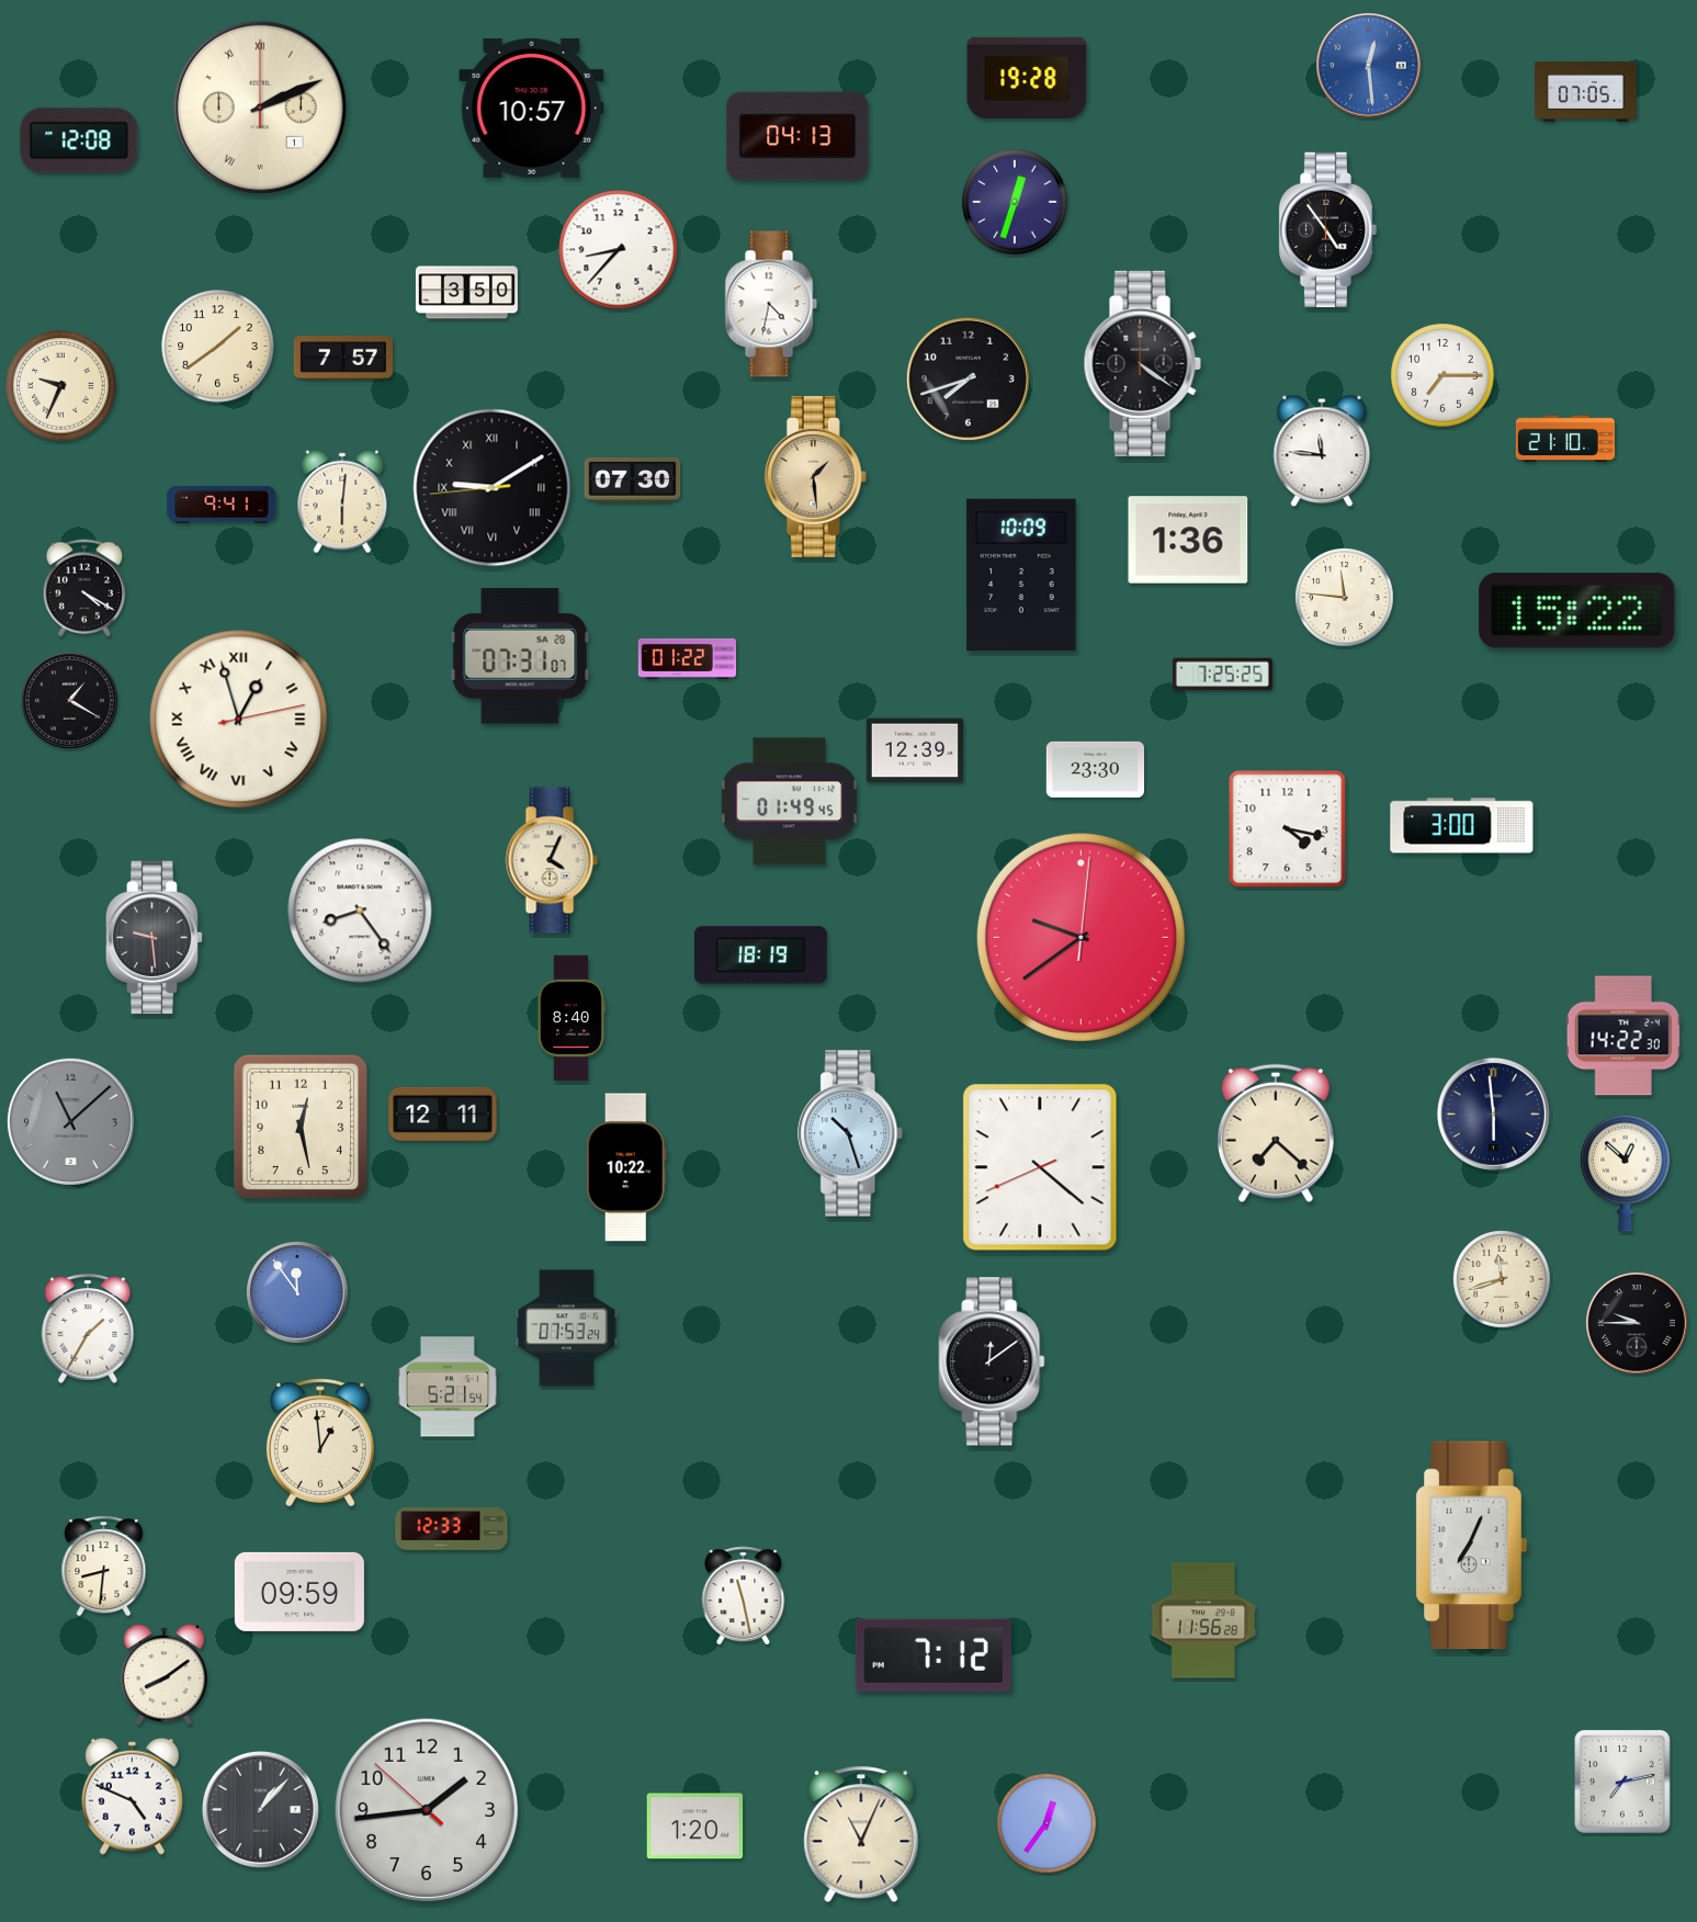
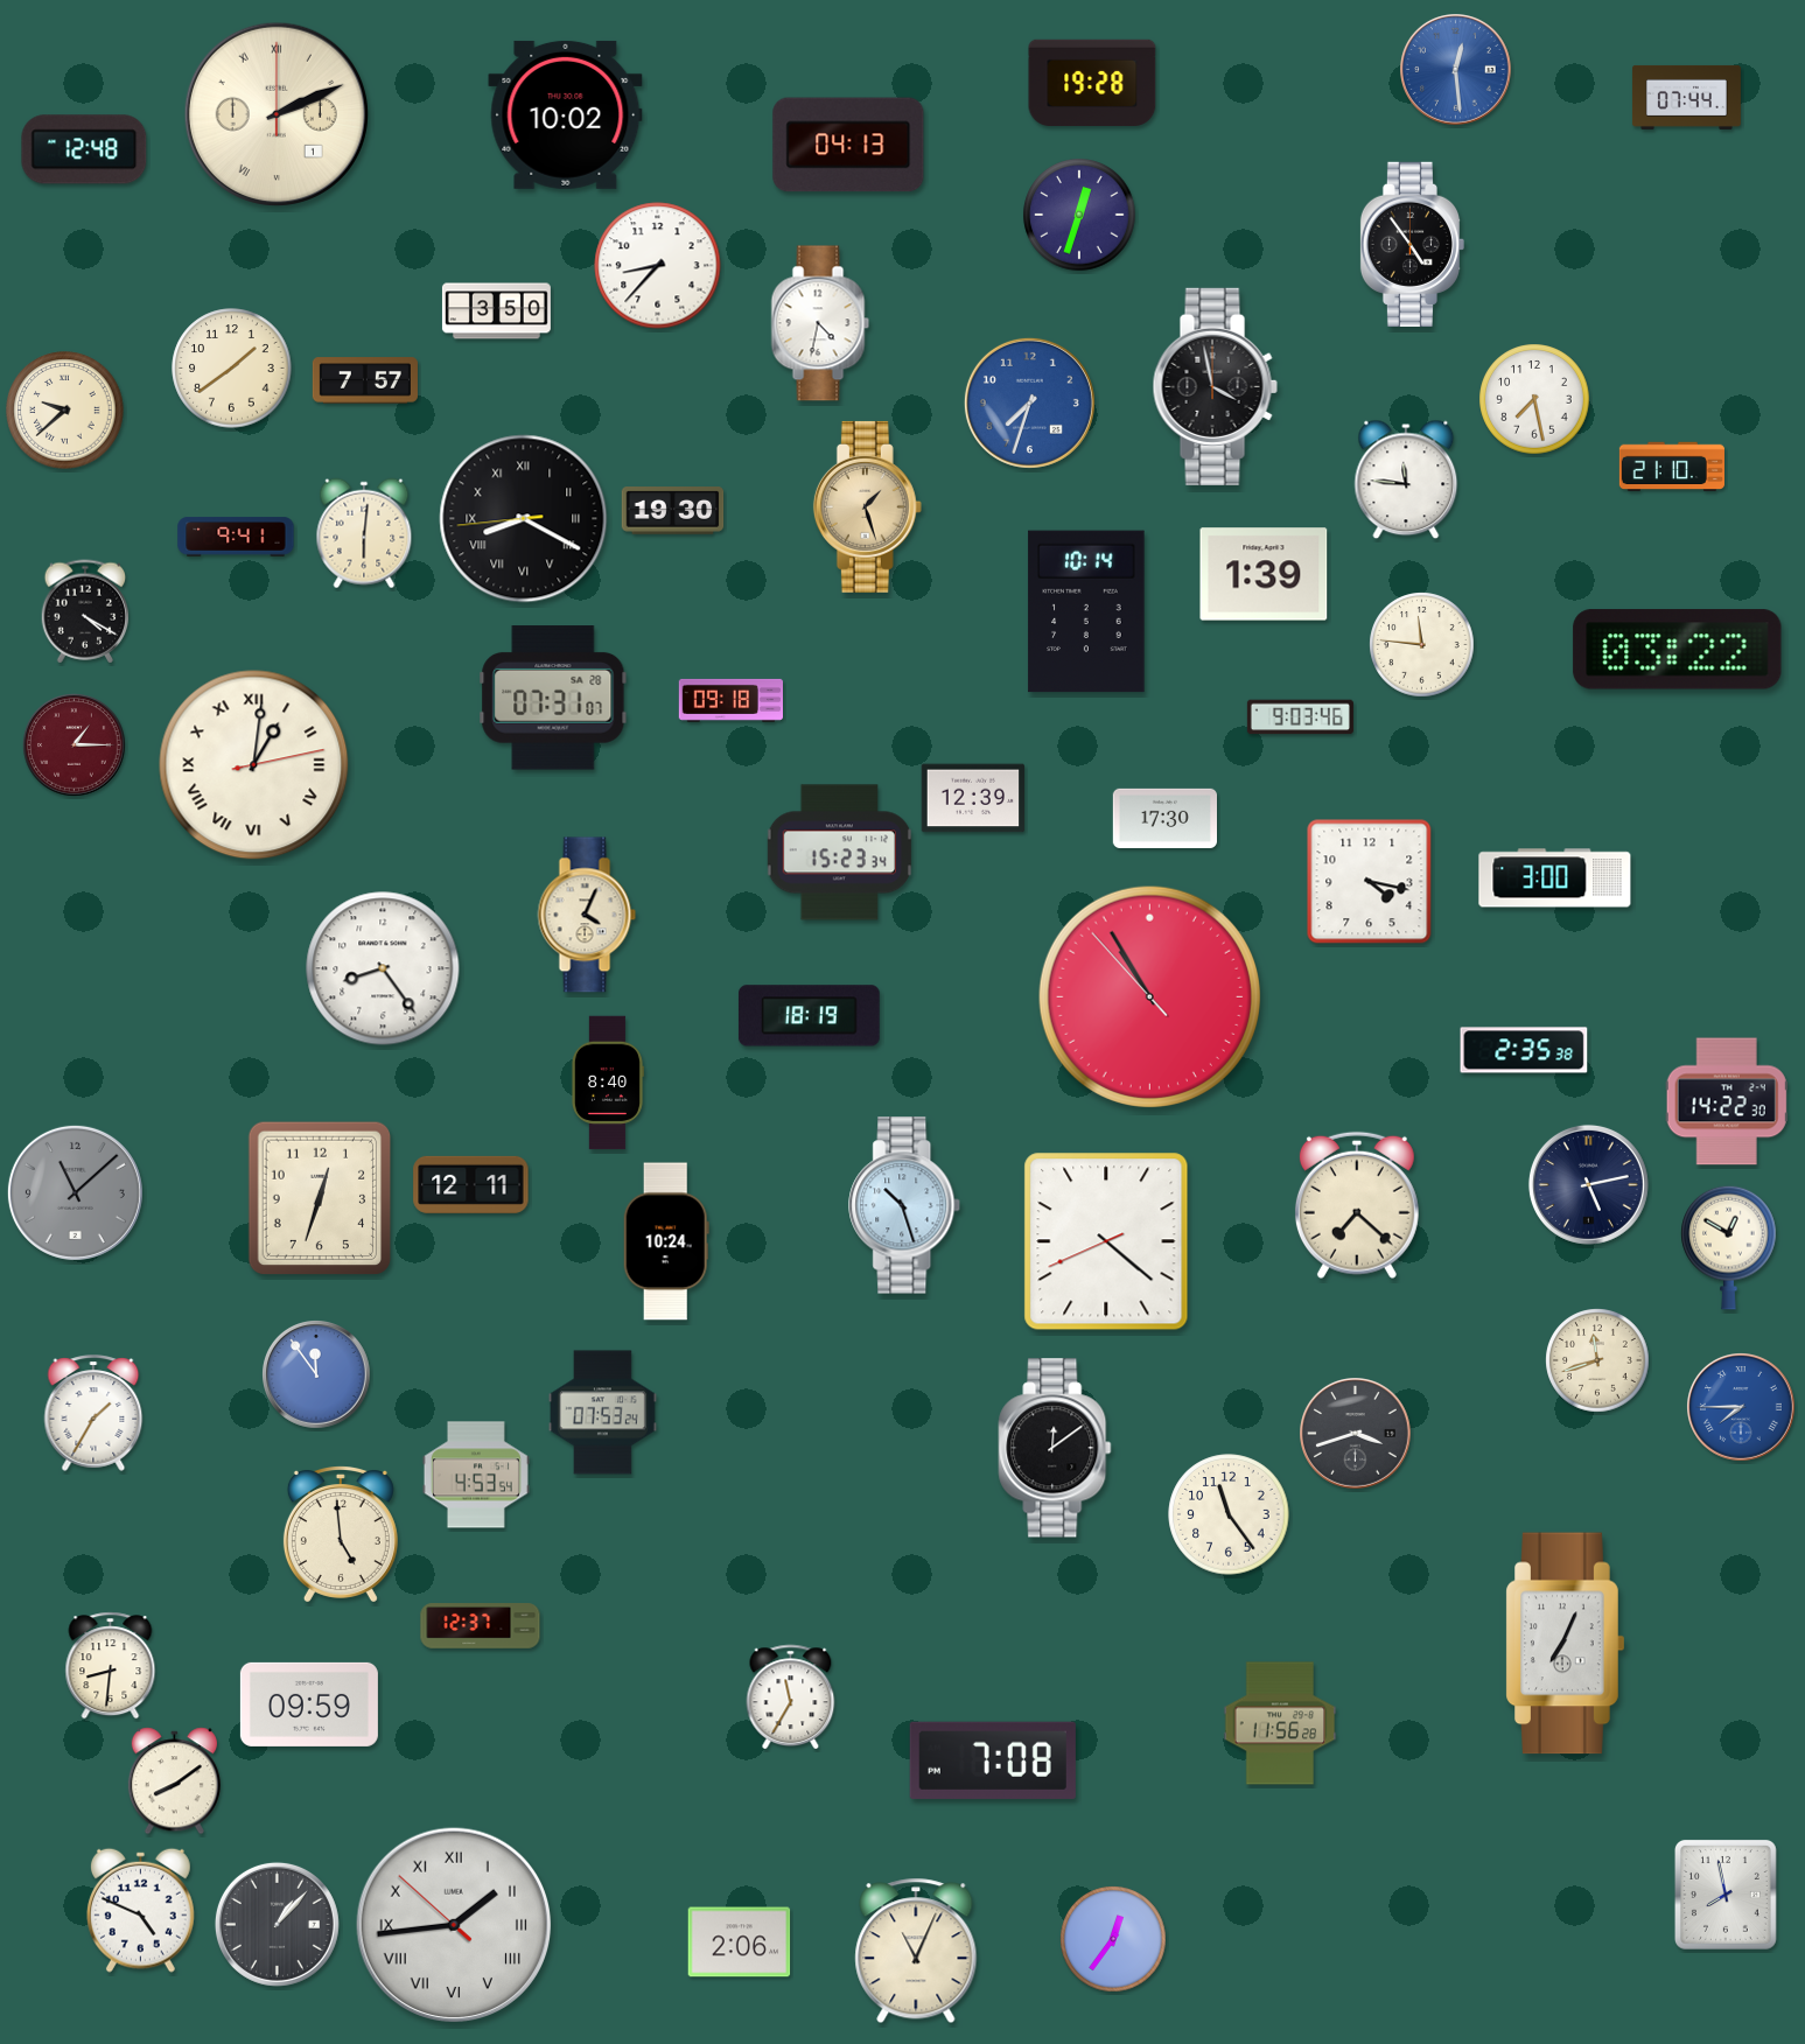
clock at (1585, 91): 07:05 -> 07:44
clock at (532, 108): 10:57 -> 10:02
clock at (79, 140): 12:08 -> 12:48
clock at (1142, 363): 4:21 -> 3:58
clock at (1443, 375): 7:15 -> 7:28
clock at (968, 378): 7:42 -> 7:33
clock at (968, 378) dial: black -> blue
clock at (61, 386): 9:34 -> 9:38
clock at (1565, 439) position: (1565, 439) -> (1672, 467)
clock at (815, 476): 1:29 -> 1:27
clock at (633, 480): 07:30 -> 19:30
clock at (493, 488): 9:09 -> 8:19
clock at (1188, 540): 1:36 -> 1:39
clock at (1021, 575): 10:09 -> 10:14
clock at (84, 588) position: (84, 588) -> (85, 611)
clock at (1345, 598) position: (1345, 598) -> (1422, 645)
clock at (1577, 611): 15:22 -> 03:22
clock at (687, 658): 01:22 -> 09:18
clock at (1222, 675): 7:25 -> 9:03
clock at (70, 701): 1:20 -> 1:15
clock at (70, 701) dial: black -> burgundy
clock at (239, 720): 12:57 -> 1:01
clock at (1095, 769): 23:30 -> 17:30
clock at (789, 802): 01:49 -> 15:23
clock at (1081, 937): 9:39 -> 10:54
clock at (155, 938): 9:29 -> none
clock at (1524, 1050): none -> 2:35
clock at (1493, 1113): 5:59 -> 5:13
clock at (301, 1127): 12:28 -> 12:33
clock at (626, 1167): 10:22 -> 10:24
clock at (1626, 1173): 12:52 -> 12:50
clock at (1638, 1324): 9:45 -> 7:45
clock at (1638, 1324) dial: black -> blue
clock at (1356, 1434): none -> 3:42
clock at (448, 1387): 5:21 -> 4:53
clock at (1229, 1514): none -> 11:24
clock at (320, 1443): 12:59 -> 4:59
clock at (452, 1529): 12:33 -> 12:37
clock at (299, 1592) position: (299, 1592) -> (309, 1704)
clock at (744, 1595): 11:28 -> 11:35
clock at (934, 1655): 7:12 -> 7:08
clock at (1622, 1782): 7:13 -> 7:58
clock at (427, 1810) numerals: Arabic -> Roman
clock at (695, 1827): 1:20 -> 2:06
